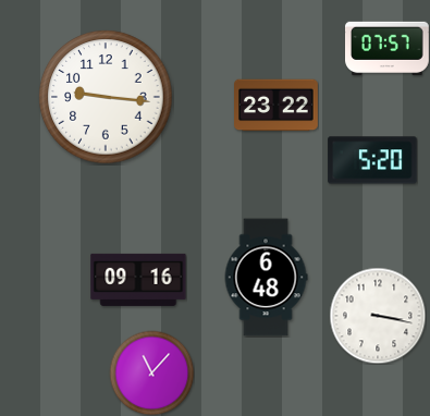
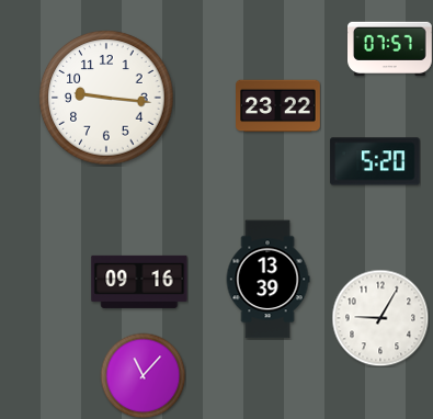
clock at (266, 278): 6:48 -> 13:39
clock at (378, 316): 3:17 -> 9:05
clock at (151, 372) position: (151, 372) -> (143, 375)
